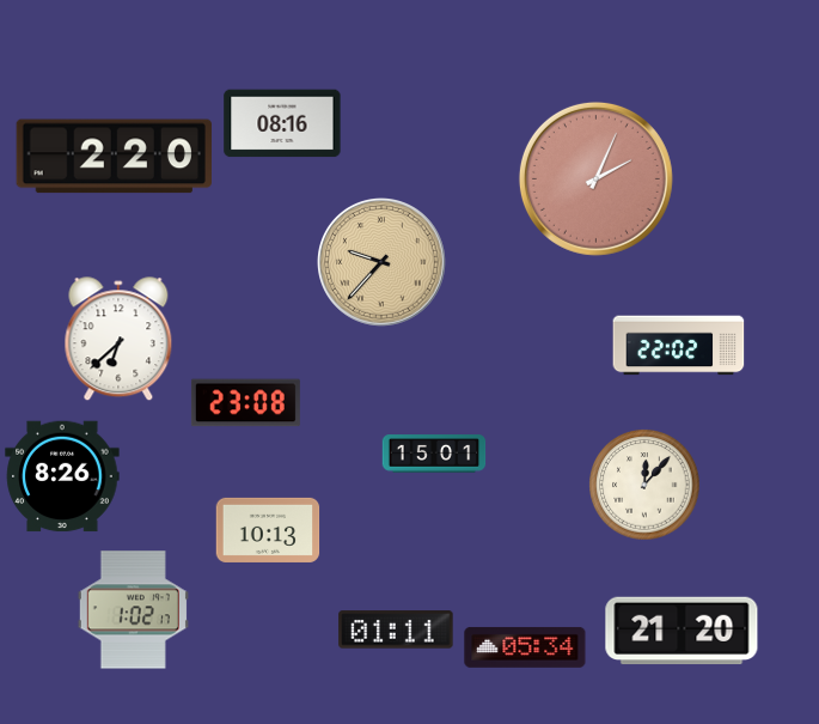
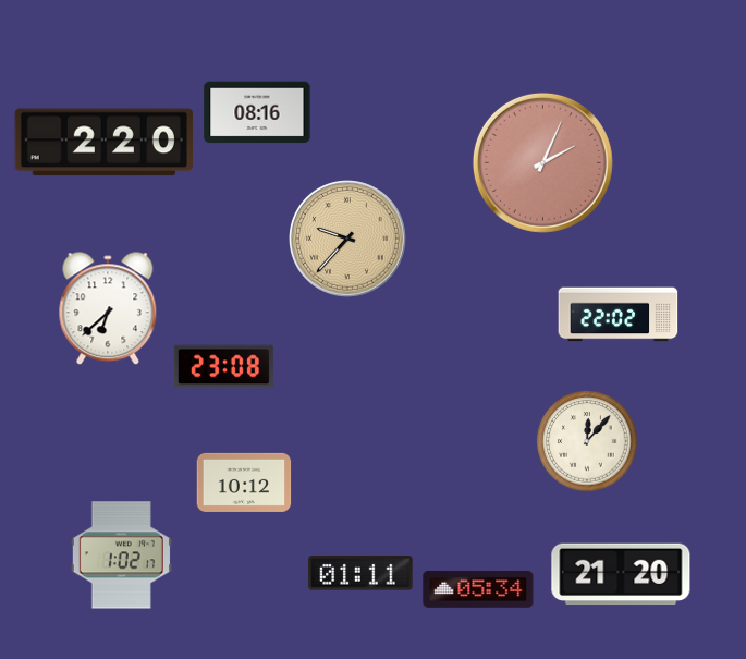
clock at (434, 454): 15:01 -> none
clock at (62, 476): 8:26 -> none
clock at (268, 530): 10:13 -> 10:12
